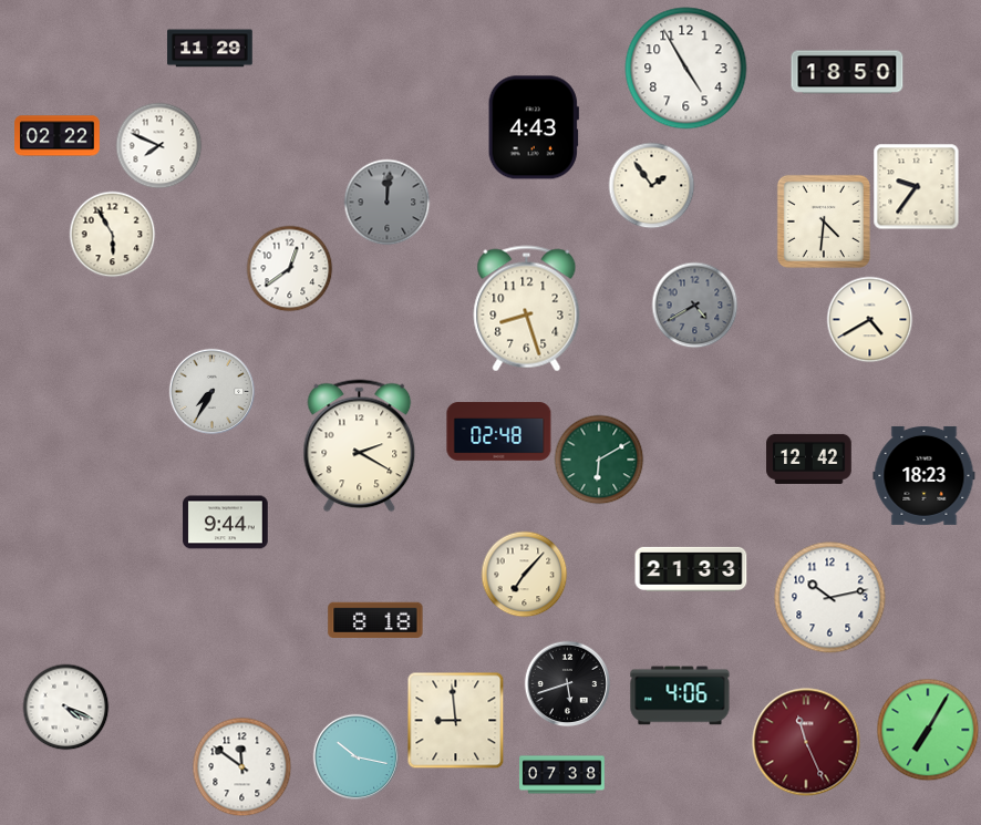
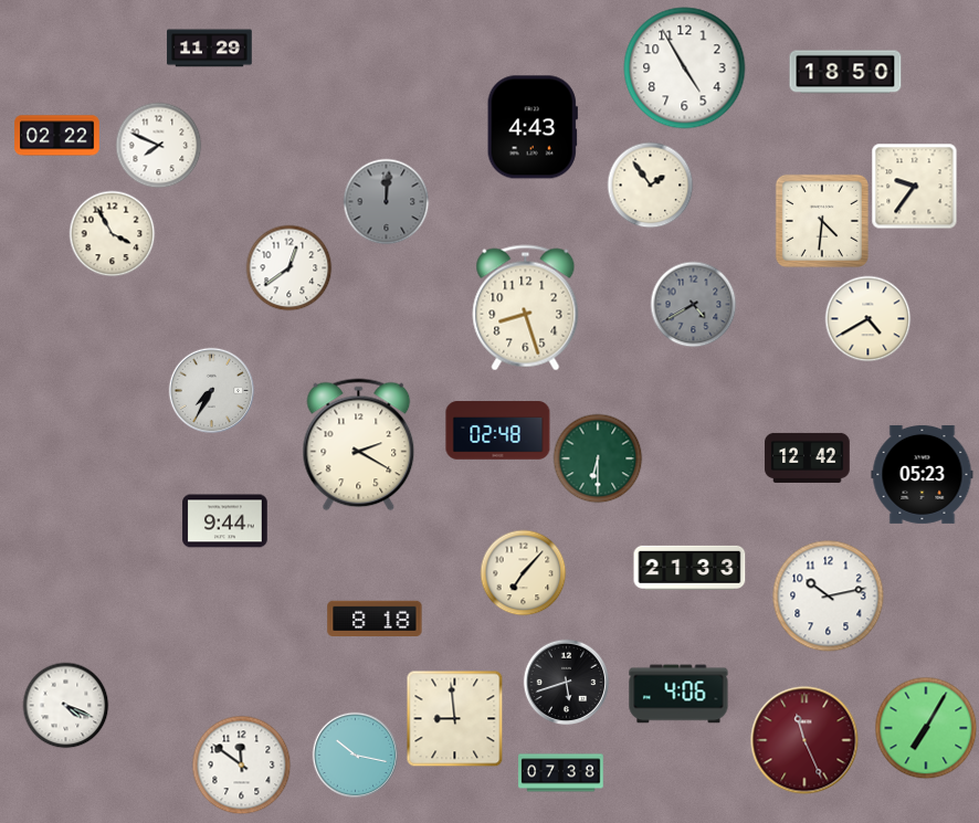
clock at (112, 234): 5:55 -> 3:55
clock at (599, 460): 6:10 -> 6:30
clock at (925, 475): 18:23 -> 05:23
